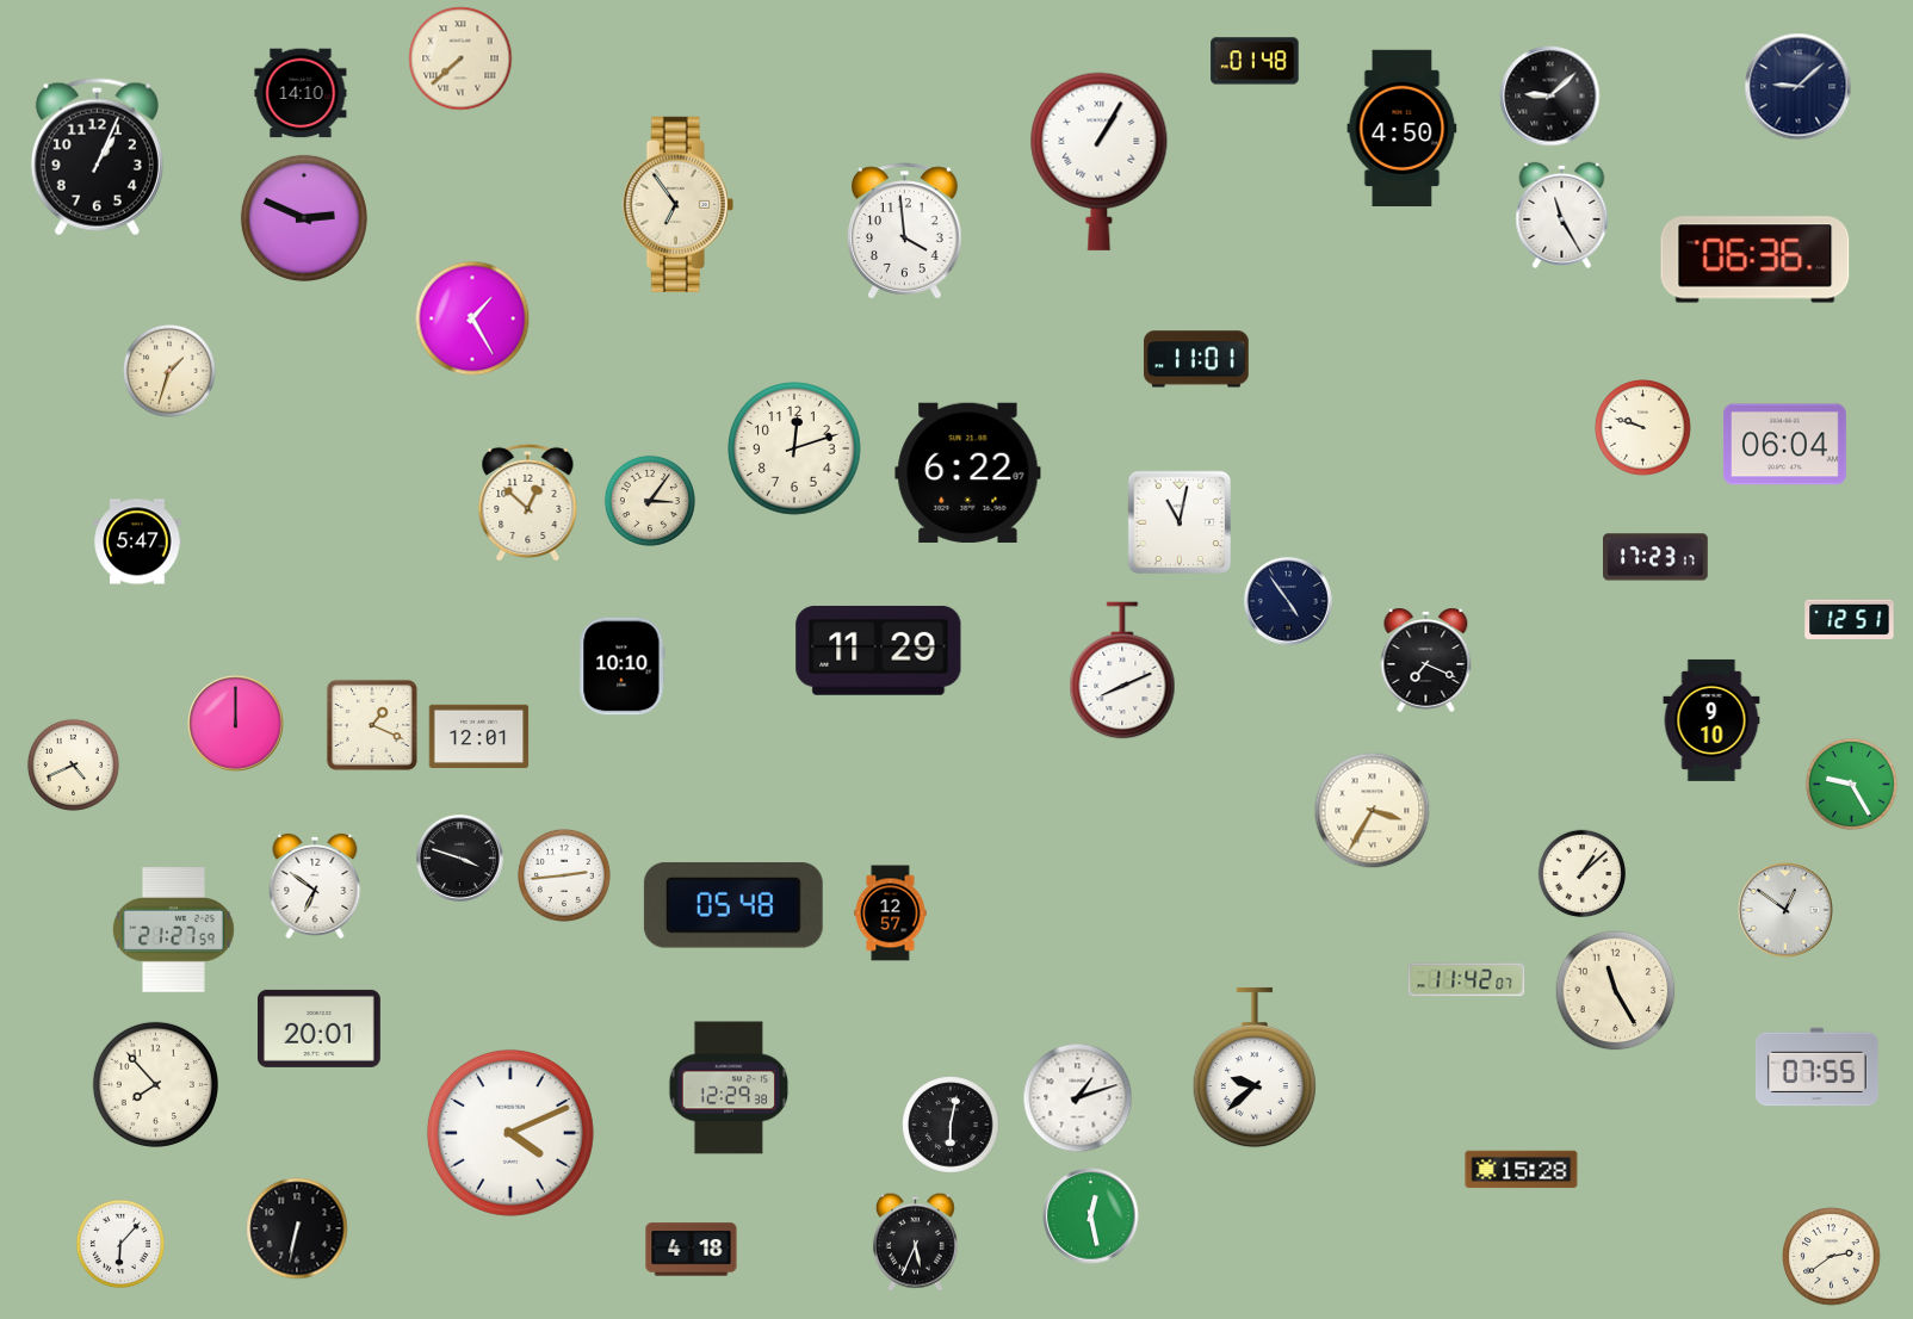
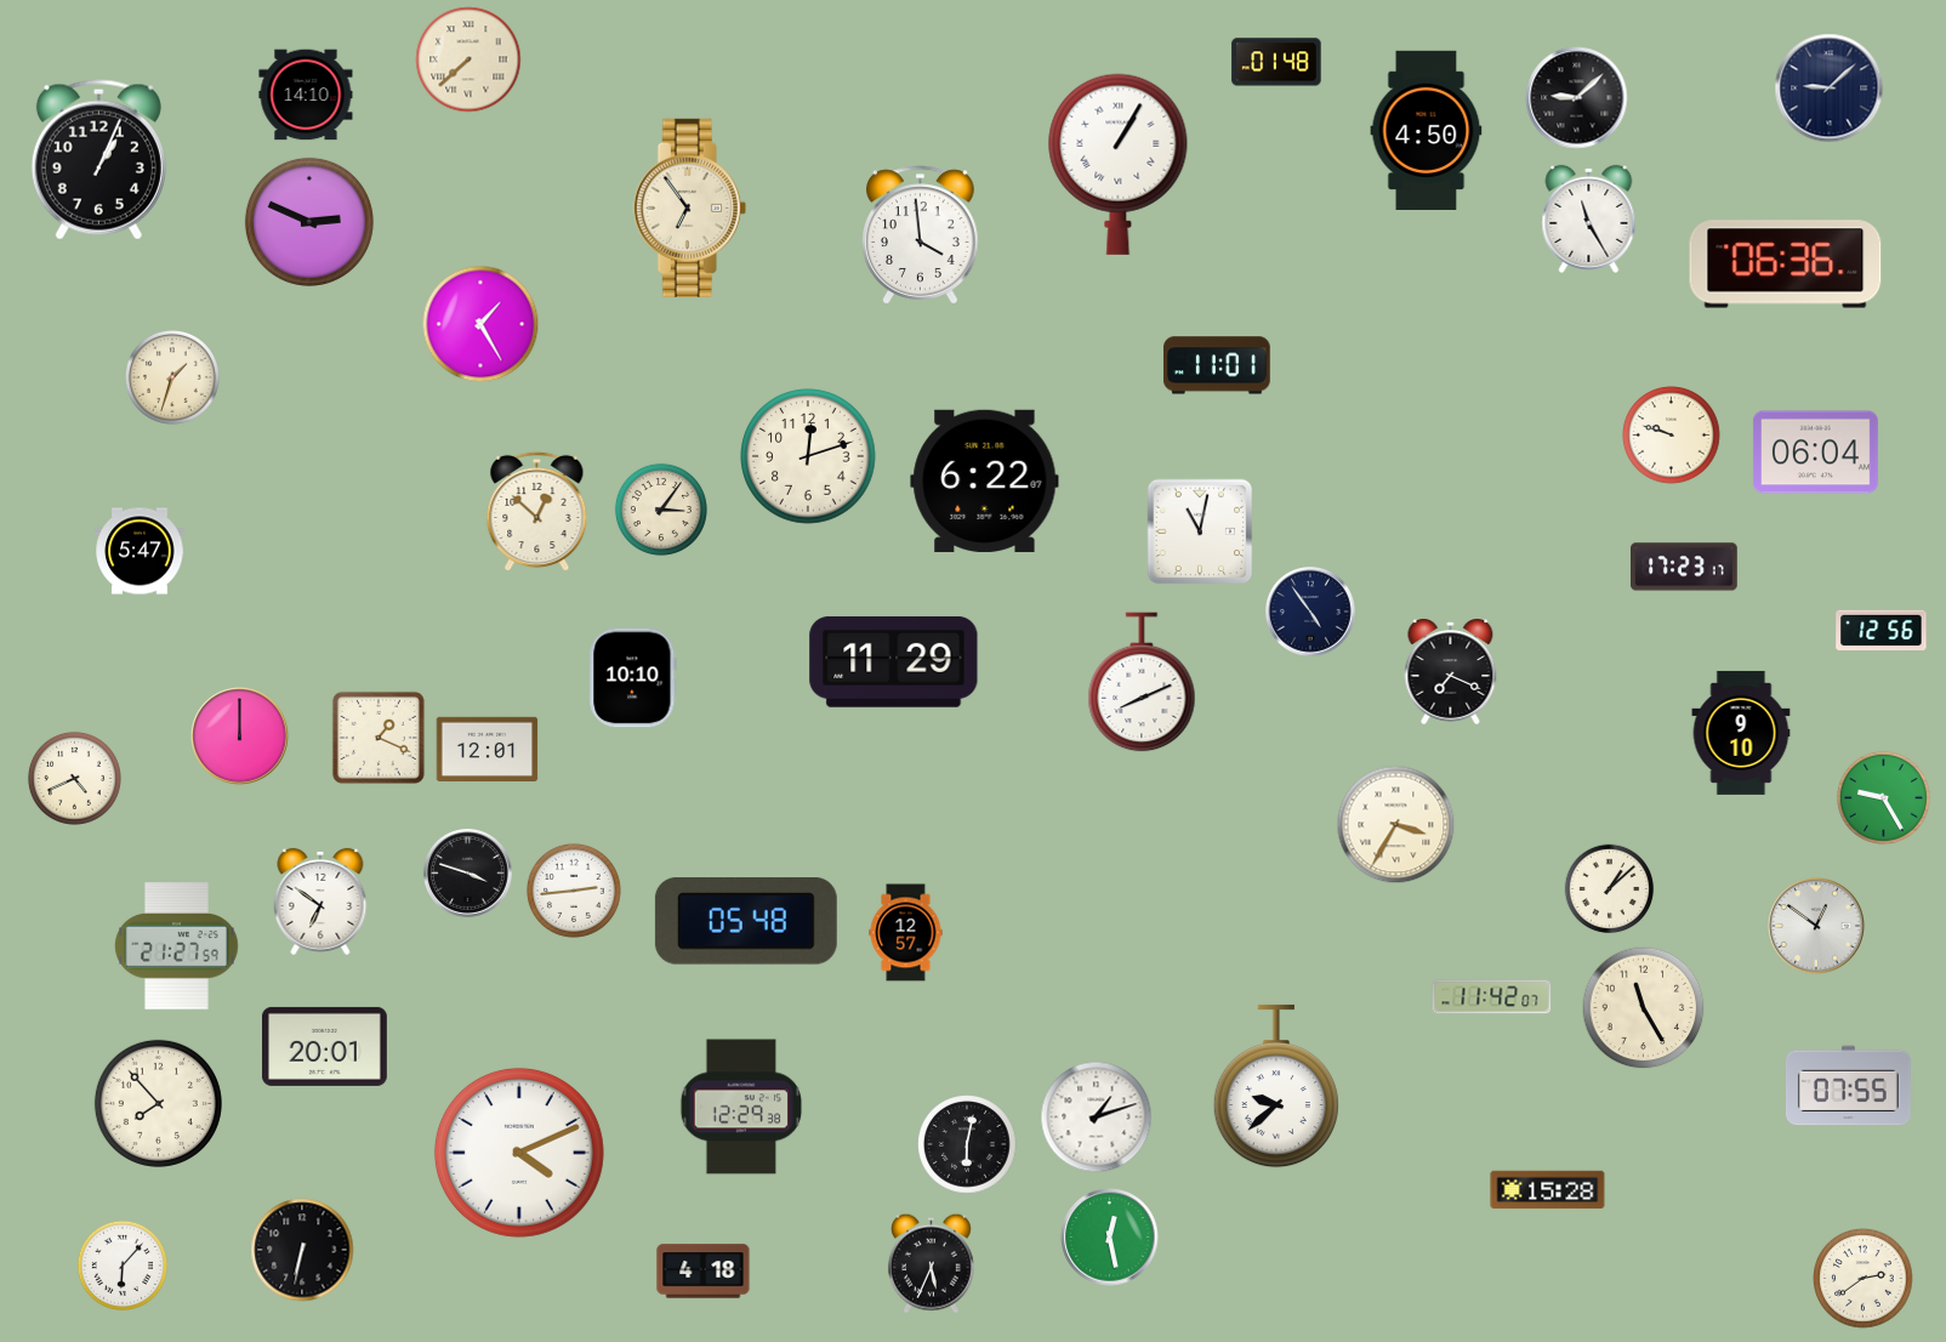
clock at (1850, 619): 12:51 -> 12:56
clock at (891, 914) position: (891, 914) -> (906, 933)
